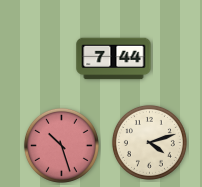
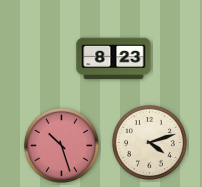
clock at (114, 59): 7:44 -> 8:23
